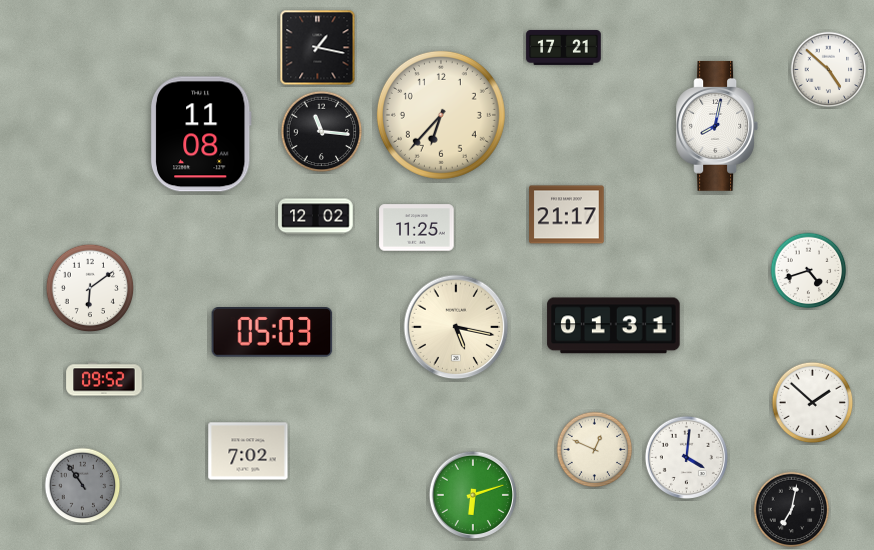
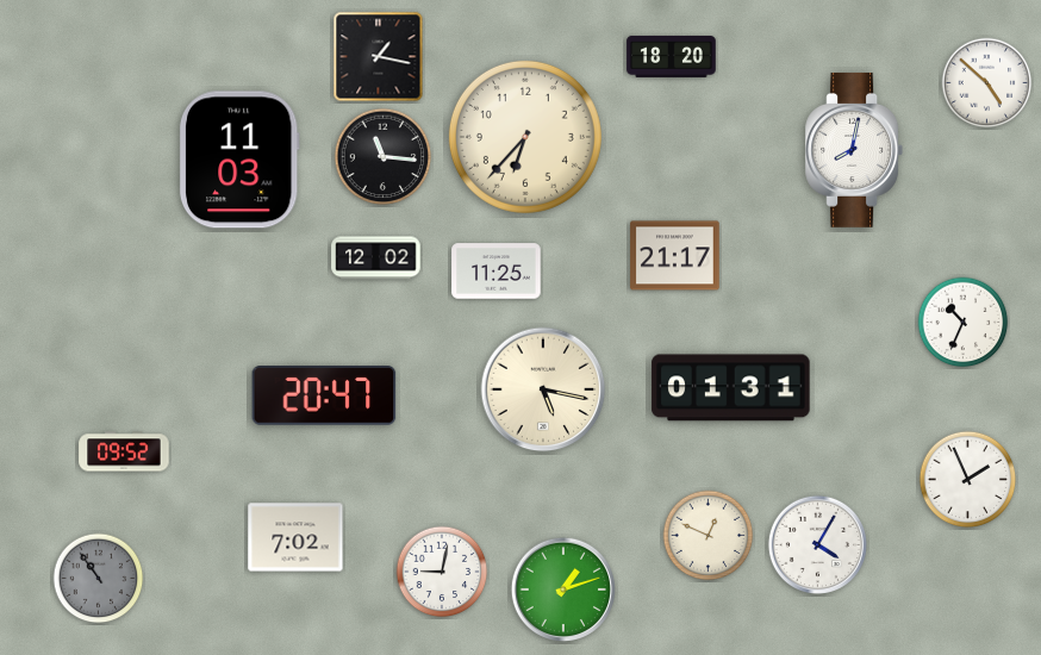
clock at (564, 47): 17:21 -> 18:20
clock at (201, 134): 11:08 -> 11:03
clock at (809, 271): 4:42 -> 10:34
clock at (90, 288): 6:09 -> none
clock at (272, 333): 05:03 -> 20:47
clock at (813, 403): 1:52 -> 1:56
clock at (686, 457): 4:01 -> 4:05
clock at (442, 572): none -> 9:02
clock at (472, 494): 6:12 -> 1:12
clock at (792, 510): 7:02 -> none
